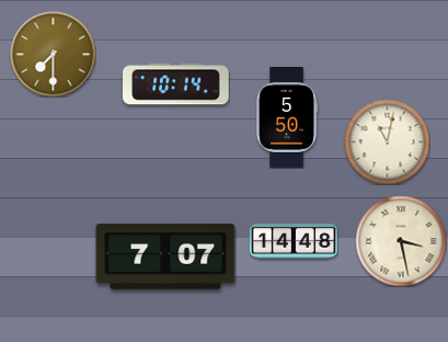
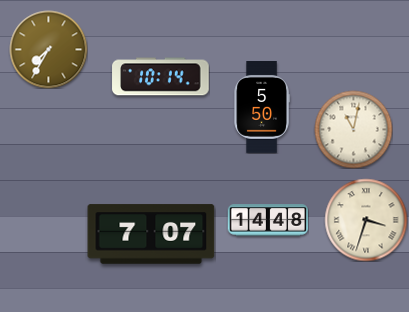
clock at (53, 54): 7:30 -> 7:35
clock at (401, 241): 3:28 -> 3:33
